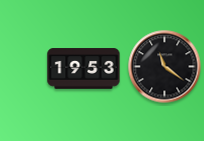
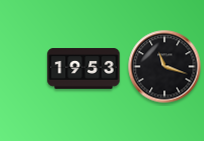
clock at (165, 67): 11:21 -> 11:18
